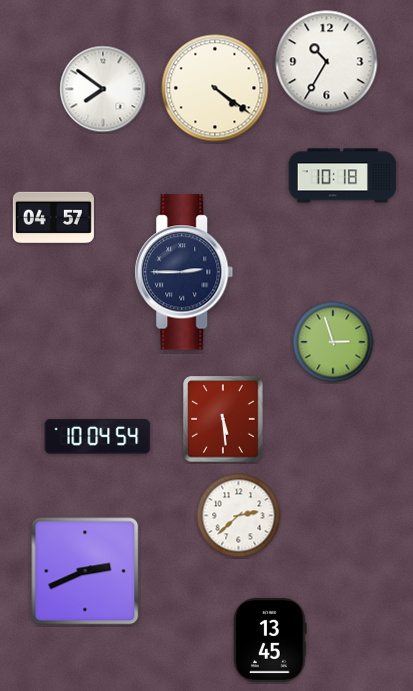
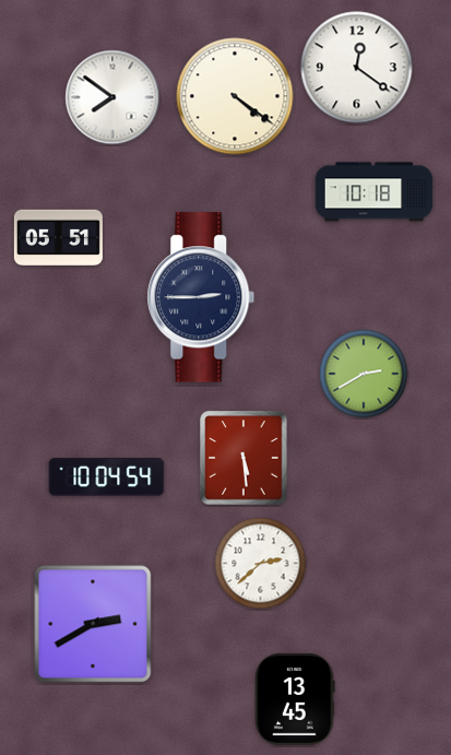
clock at (327, 62): 10:35 -> 12:21
clock at (53, 217): 04:57 -> 05:51
clock at (333, 342): 2:57 -> 2:40
clock at (85, 571): 2:41 -> 2:40
